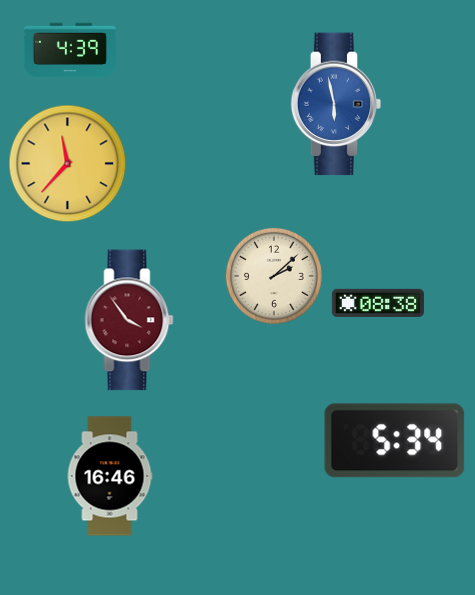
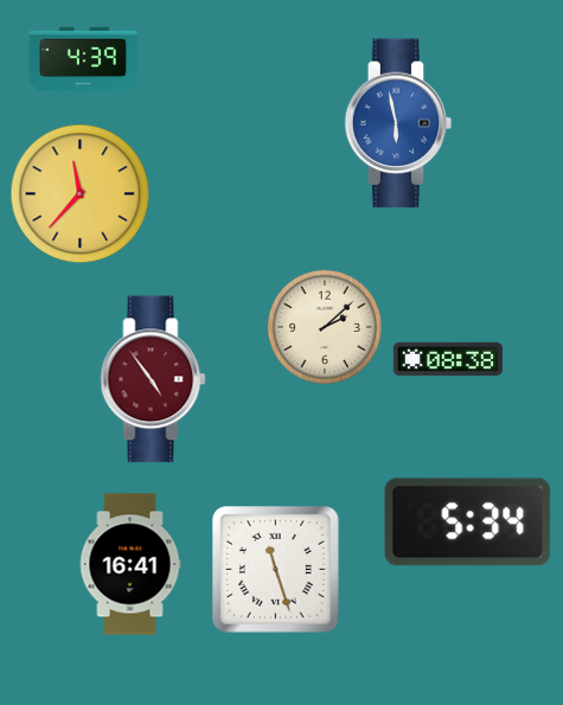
clock at (129, 320): 3:54 -> 4:54
clock at (110, 476): 16:46 -> 16:41
clock at (276, 570): none -> 11:27
